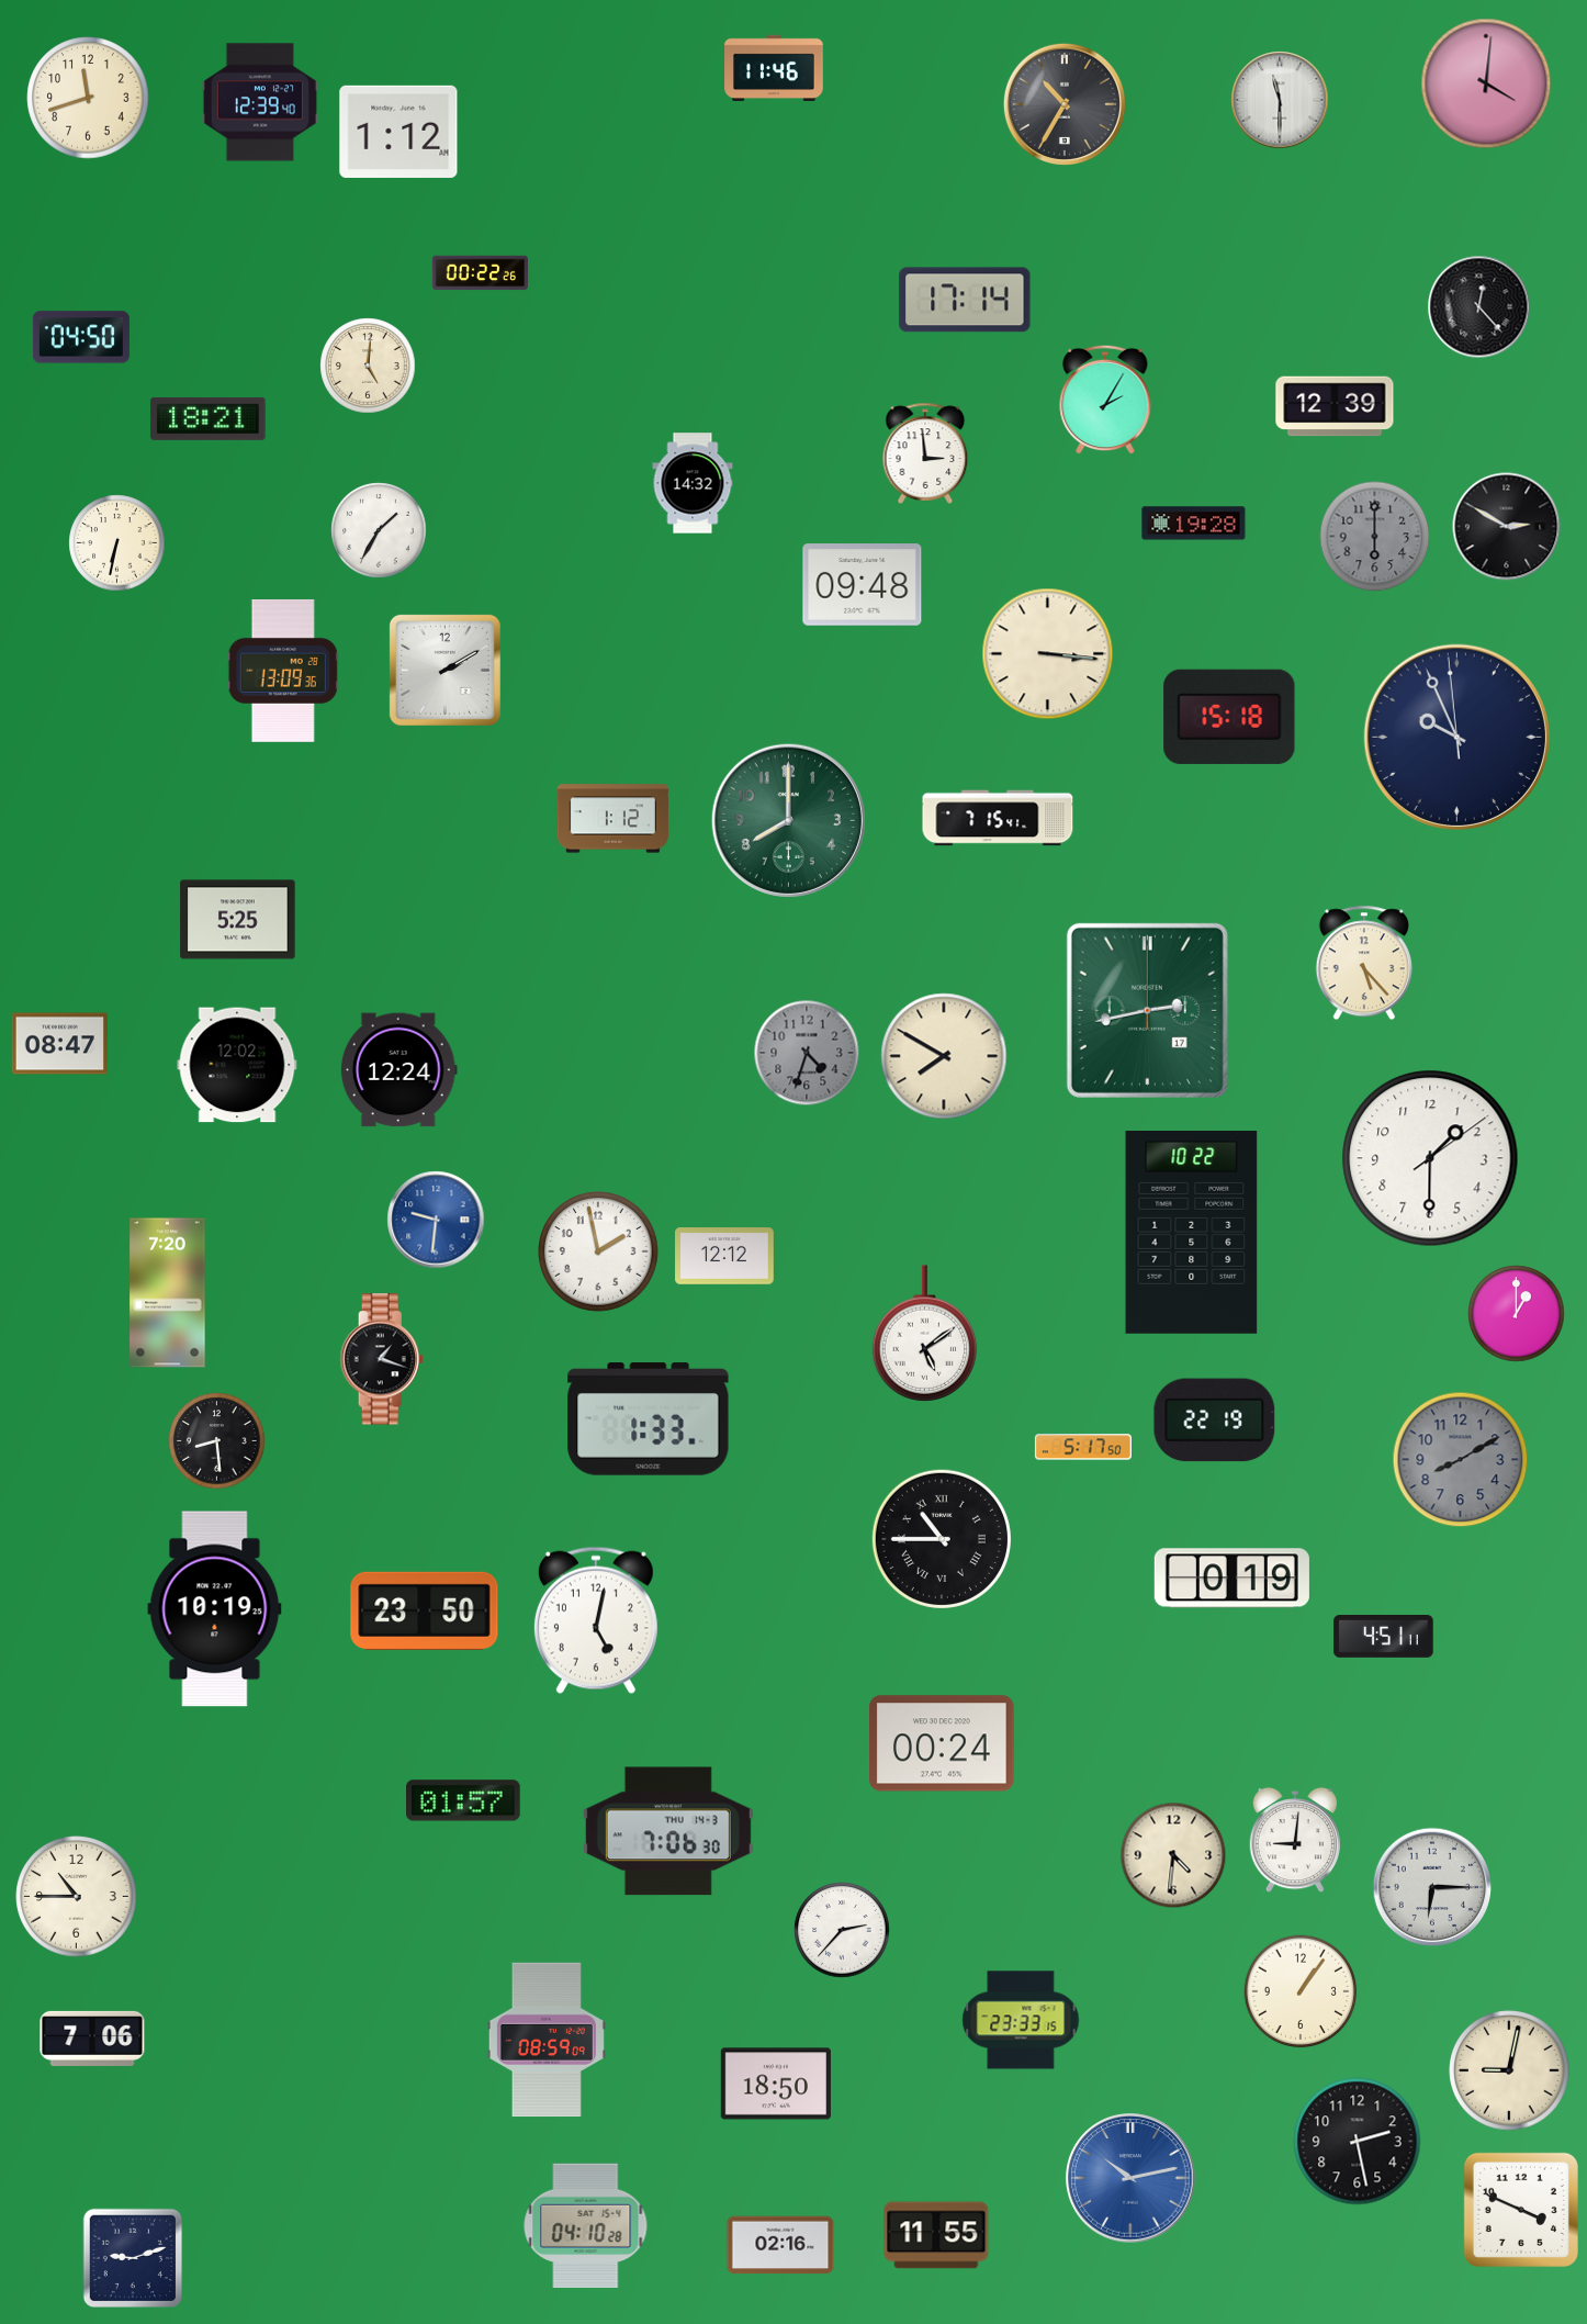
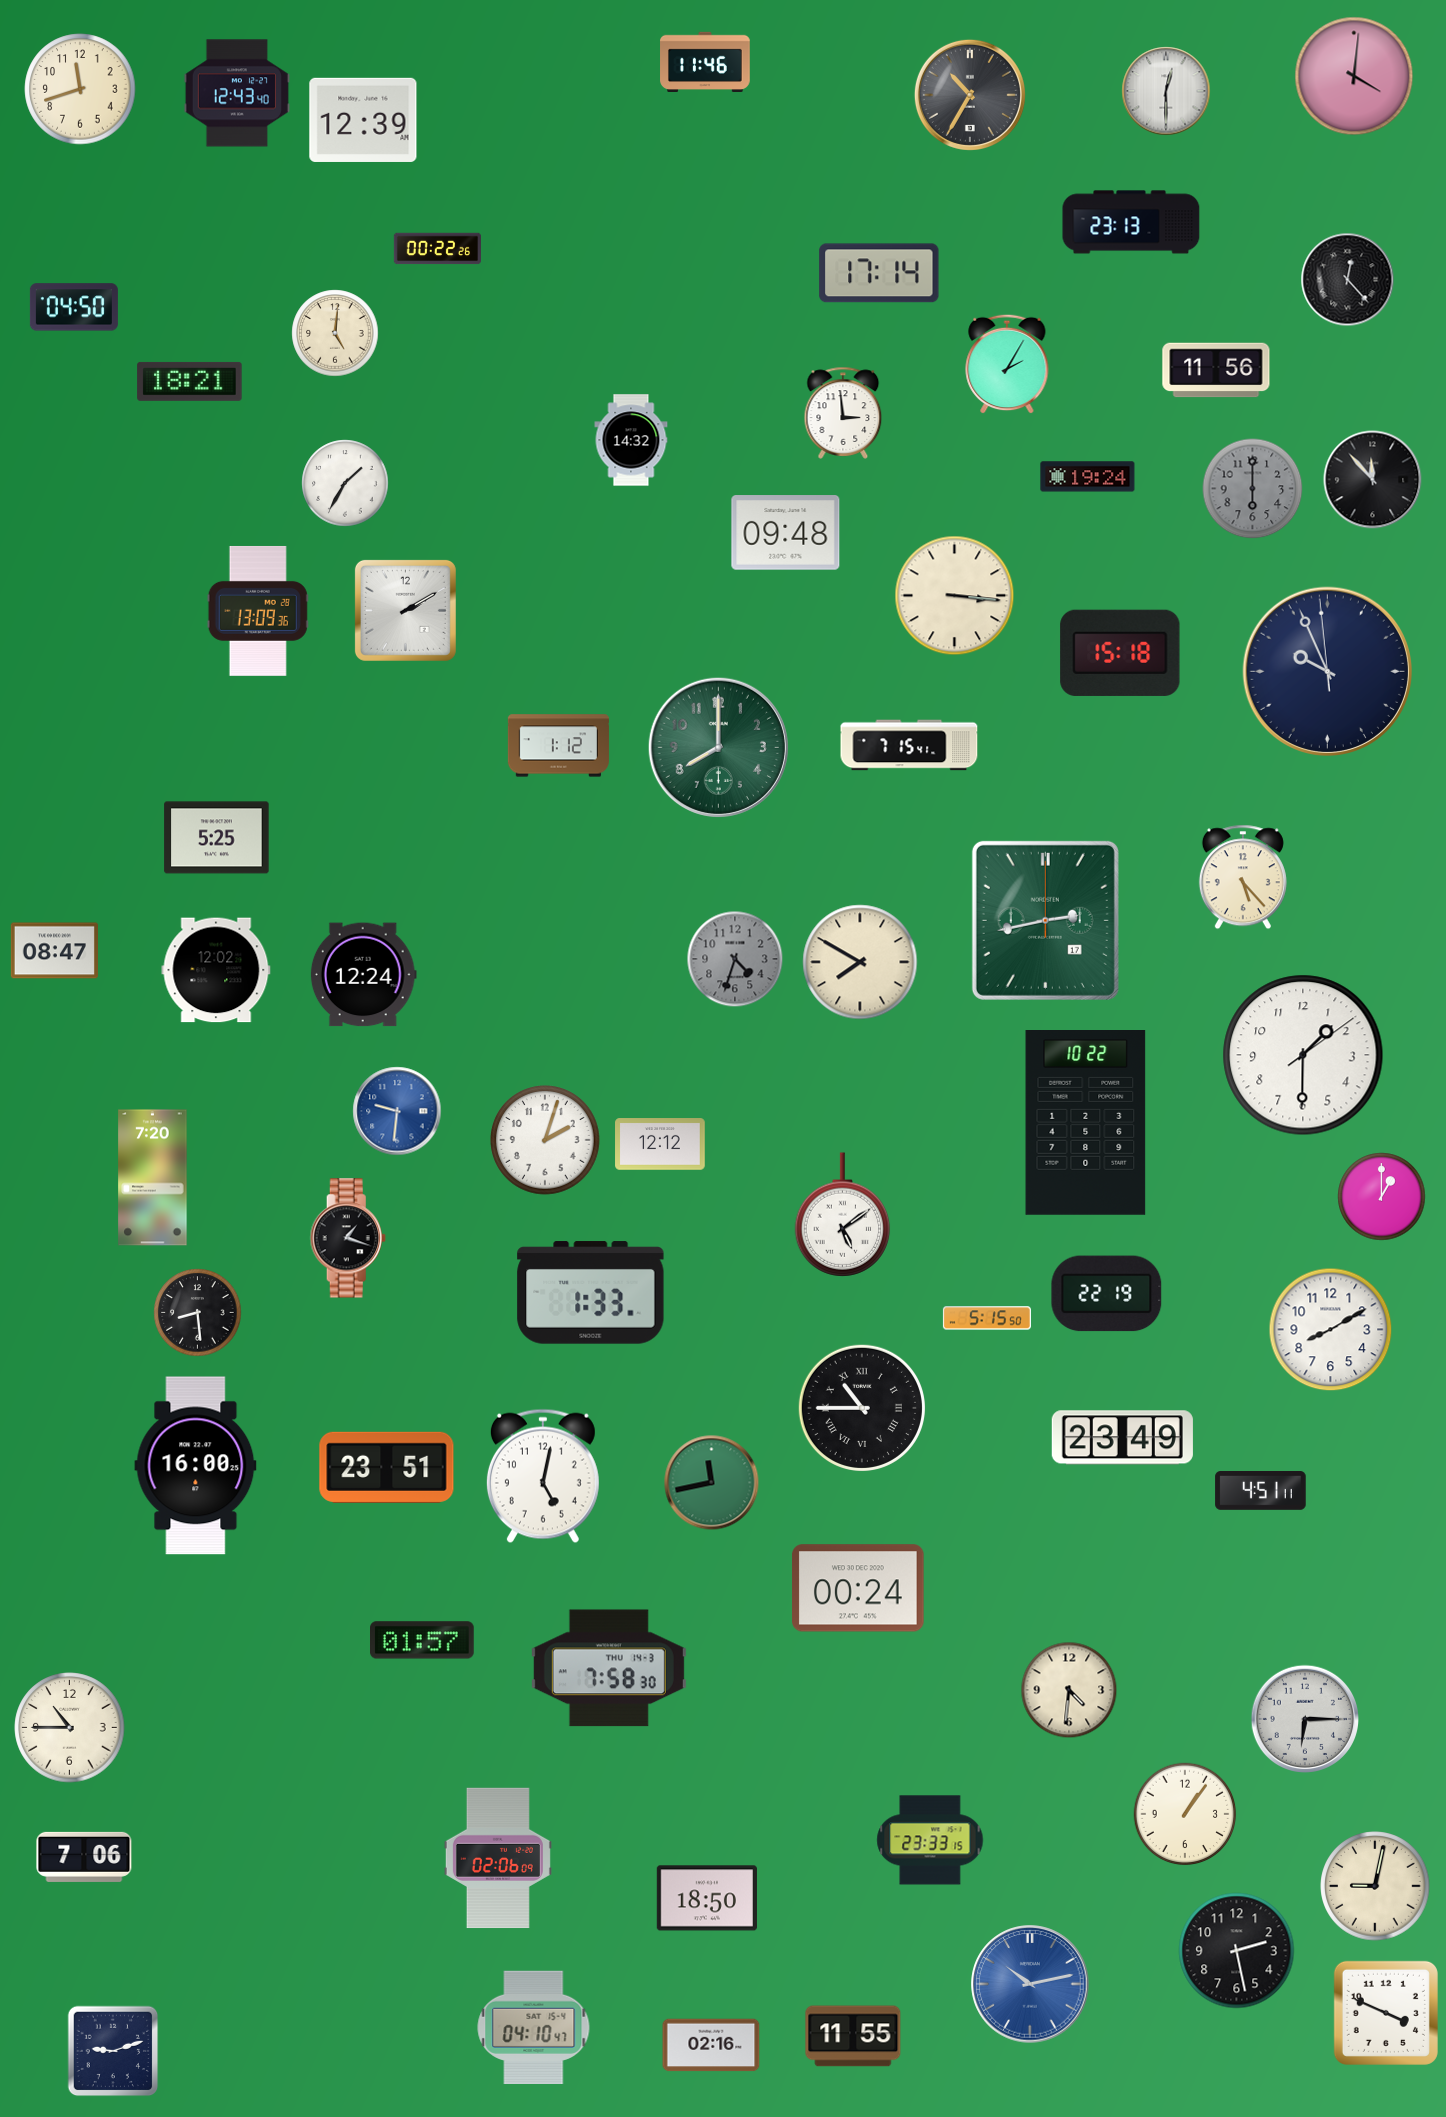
clock at (1280, 100): 11:30 -> 12:30
clock at (260, 102): 12:39 -> 12:43
clock at (398, 132): 1:12 -> 12:39
clock at (1131, 222): none -> 23:13
clock at (1335, 406): 12:39 -> 11:56
clock at (1194, 524): 19:28 -> 19:24
clock at (1507, 527): 2:50 -> 11:53
clock at (117, 543): 6:32 -> none
clock at (598, 1251): 1:58 -> 2:03
clock at (1083, 1447): 5:17 -> 5:15
clock at (1461, 1460) dial: grey -> white
clock at (942, 1539) position: (942, 1539) -> (862, 1408)
clock at (1231, 1579): 0:19 -> 23:49
clock at (215, 1609): 10:19 -> 16:00
clock at (425, 1610): 23:50 -> 23:51
clock at (712, 1483): none -> 11:43
clock at (668, 1831): 7:06 -> 7:58
clock at (1294, 1840): 9:01 -> none
clock at (842, 1930): 2:37 -> none
clock at (547, 2040): 08:59 -> 02:06
clock at (586, 2225): 04:10:28 -> 04:10:47
clock at (133, 2258) position: (133, 2258) -> (113, 2051)
